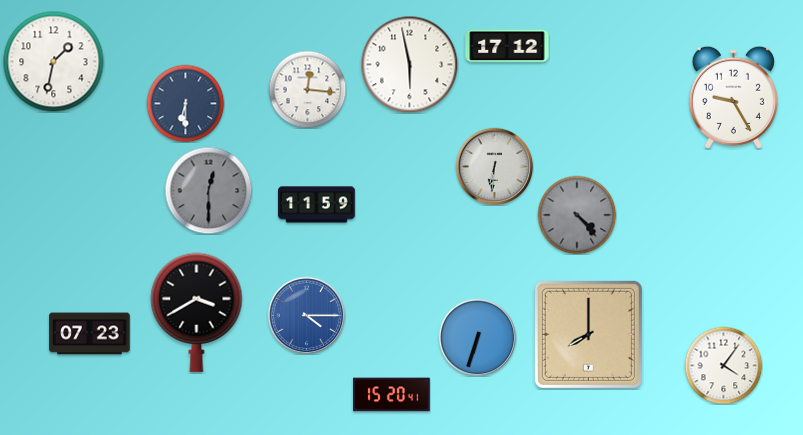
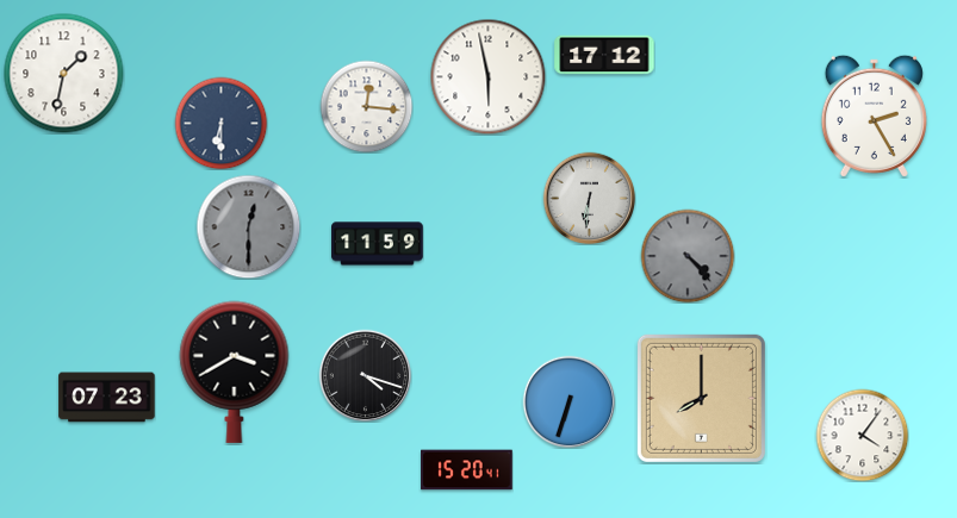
clock at (733, 97): 9:25 -> 2:25
clock at (306, 315): 4:15 -> 4:18
clock at (306, 315) dial: blue -> black
